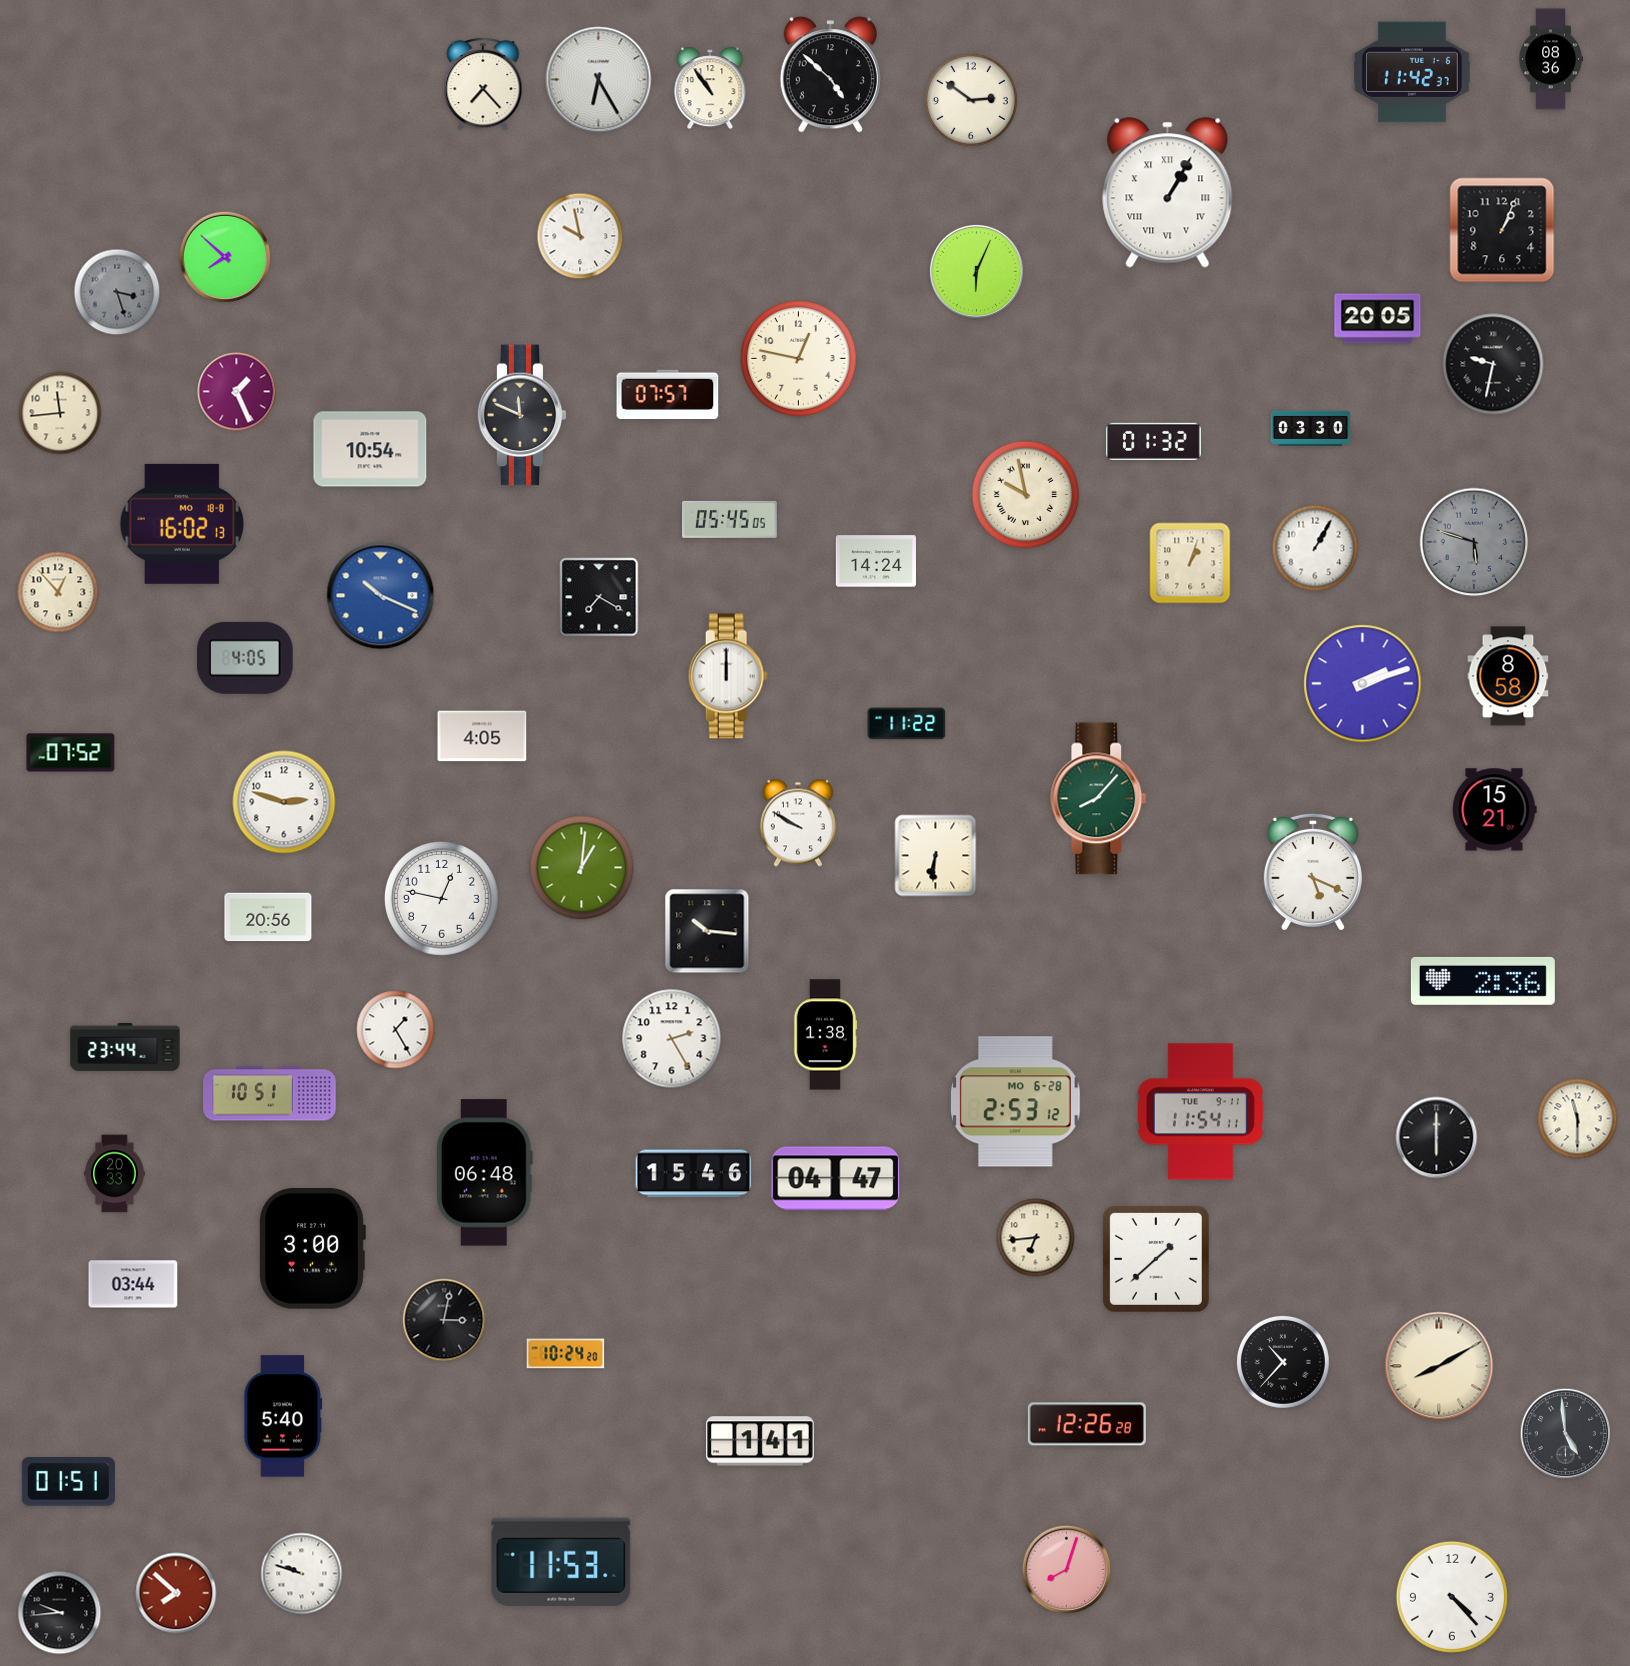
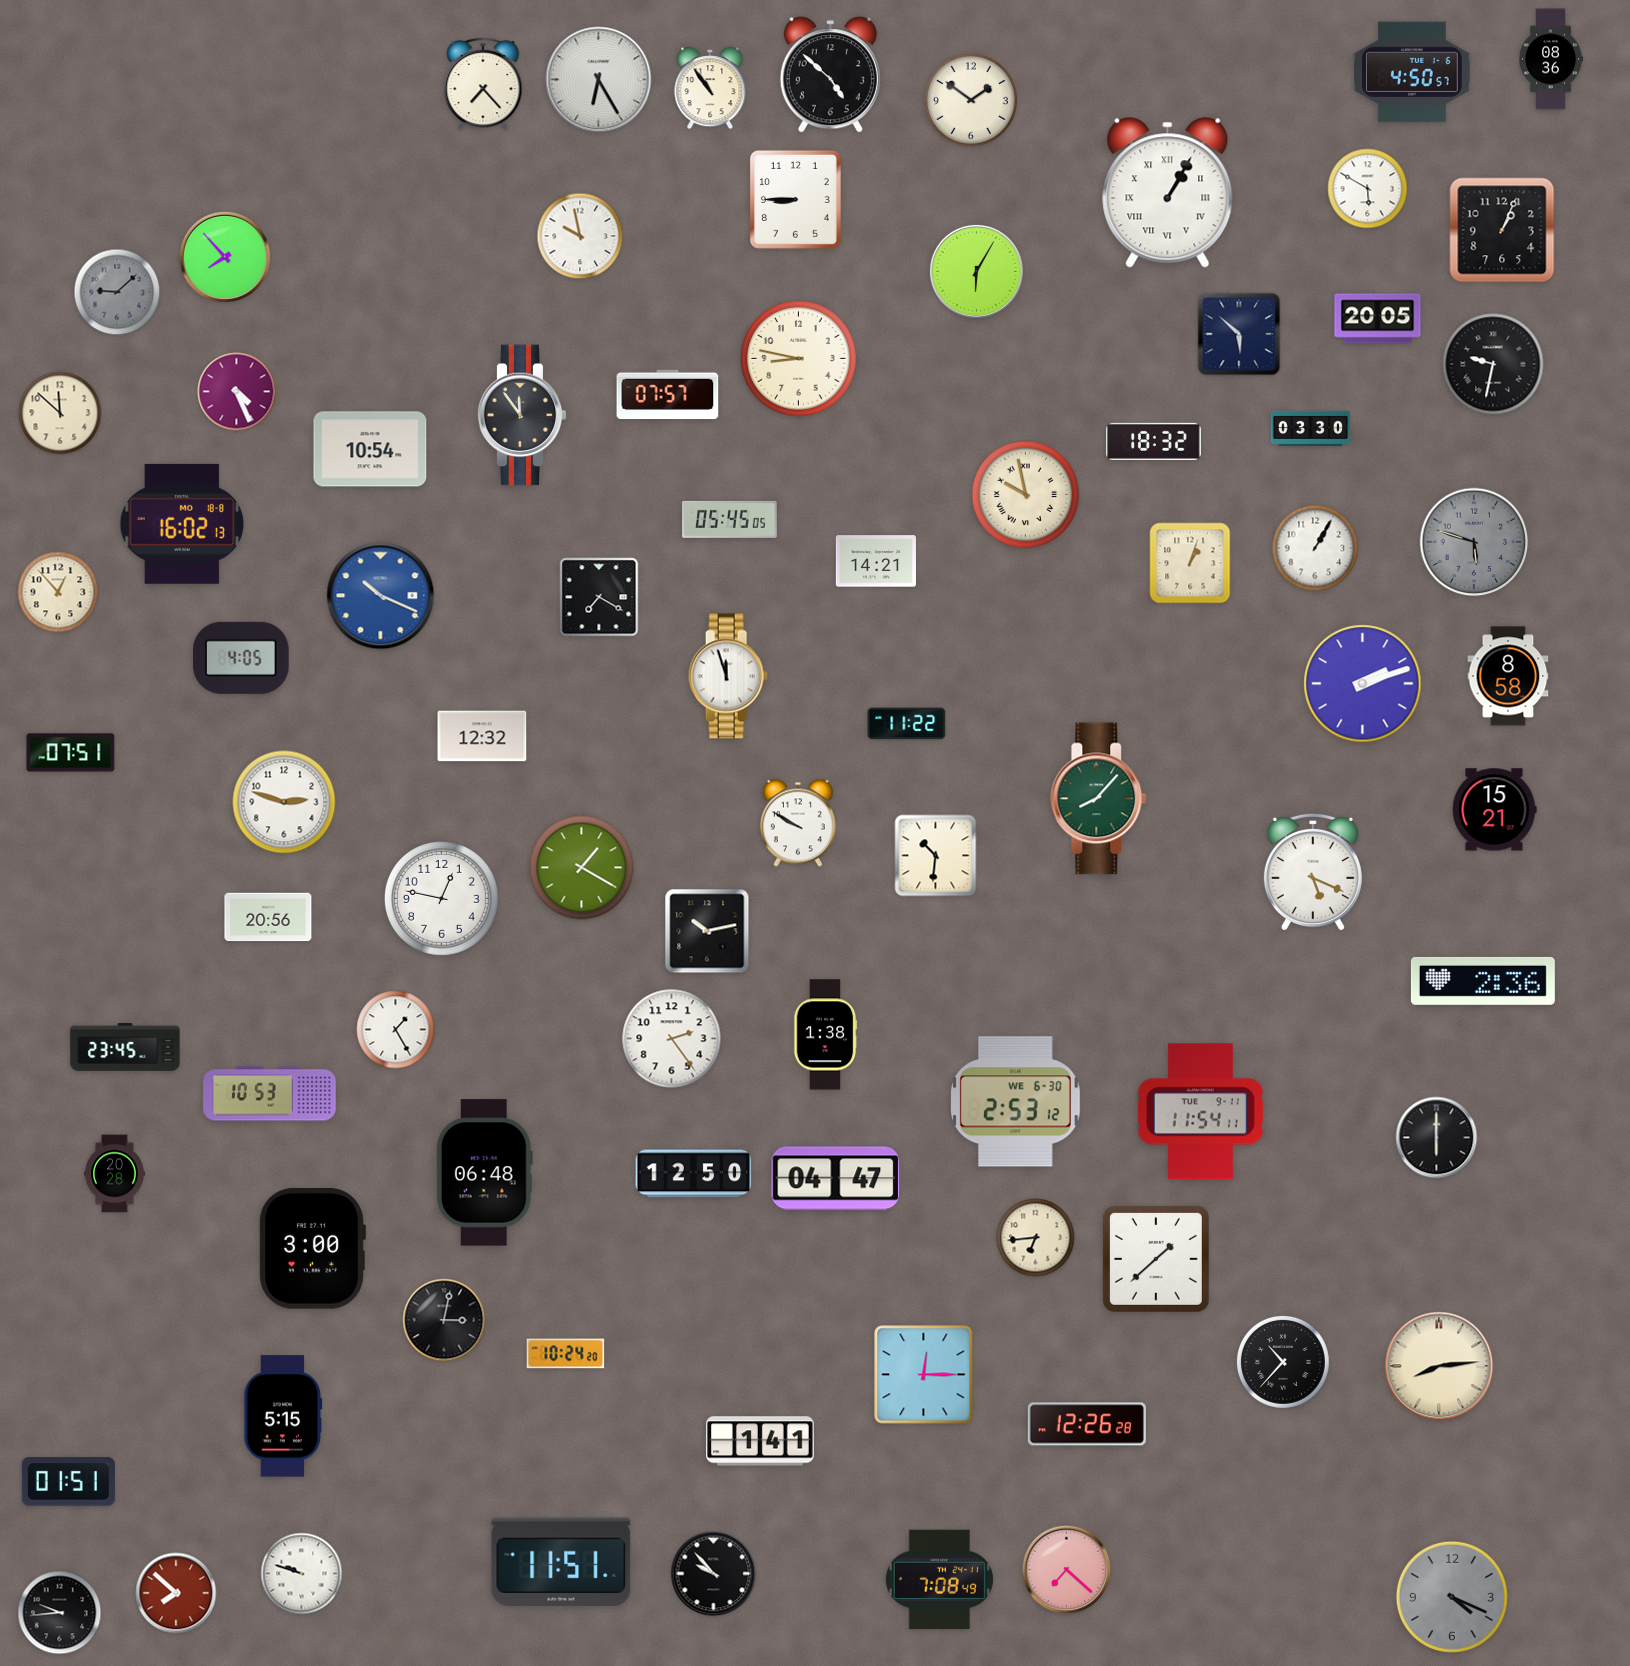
clock at (1413, 72): 11:42 -> 4:50
clock at (971, 100): 2:51 -> 1:51
clock at (1368, 189): none -> 5:50
clock at (795, 199): none -> 8:45
clock at (225, 257): 7:52 -> 7:53
clock at (976, 271): 6:04 -> 6:05
clock at (117, 292): 3:27 -> 9:08
clock at (1239, 334): none -> 5:52
clock at (799, 359): 12:47 -> 8:47
clock at (237, 392): 1:26 -> 4:26
clock at (60, 413): 11:44 -> 11:52
clock at (522, 415): 11:49 -> 11:54
clock at (1154, 441): 01:32 -> 18:32
clock at (876, 561): 14:24 -> 14:21
clock at (245, 658) position: (245, 658) -> (241, 658)
clock at (728, 676): 12:00 -> 11:57
clock at (482, 736): 4:05 -> 12:32
clock at (71, 753): 07:52 -> 07:51
clock at (936, 856): 6:31 -> 10:31
clock at (582, 868): 1:01 -> 1:20
clock at (707, 931): 10:16 -> 10:13
clock at (672, 1039): 2:25 -> 2:24
clock at (125, 1047): 23:44 -> 23:45
clock at (270, 1094): 10:51 -> 10:53
clock at (1015, 1102) date: MO 6-28 -> WE 6-30
clock at (1578, 1119): 11:30 -> none
clock at (115, 1174): 20:33 -> 20:28
clock at (694, 1174): 15:46 -> 12:50
clock at (133, 1284): 03:44 -> none
clock at (1439, 1366): 8:10 -> 8:14
clock at (924, 1375): none -> 12:15
clock at (283, 1416): 5:40 -> 5:15
clock at (1565, 1433): 4:59 -> none
clock at (561, 1561): 11:53 -> 11:51
clock at (1067, 1570): 8:03 -> 7:22
clock at (714, 1574): none -> 9:53
clock at (939, 1580): none -> 7:08
clock at (1452, 1597): 4:23 -> 4:19
clock at (1452, 1597) dial: white -> grey
